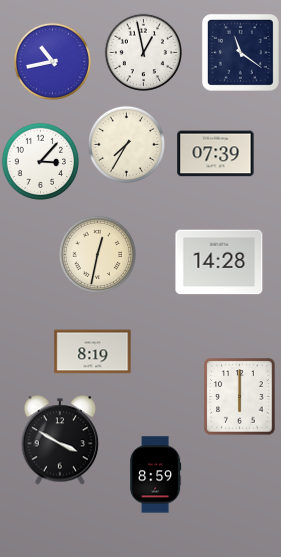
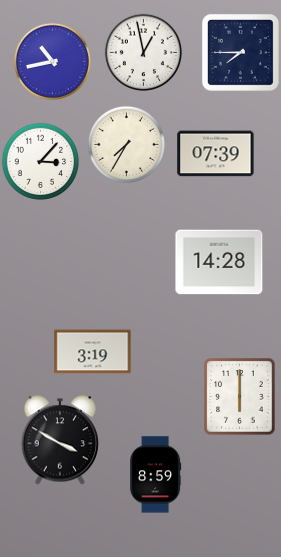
clock at (240, 52): 11:21 -> 7:45
clock at (97, 254): 12:32 -> none
clock at (93, 352): 8:19 -> 3:19
